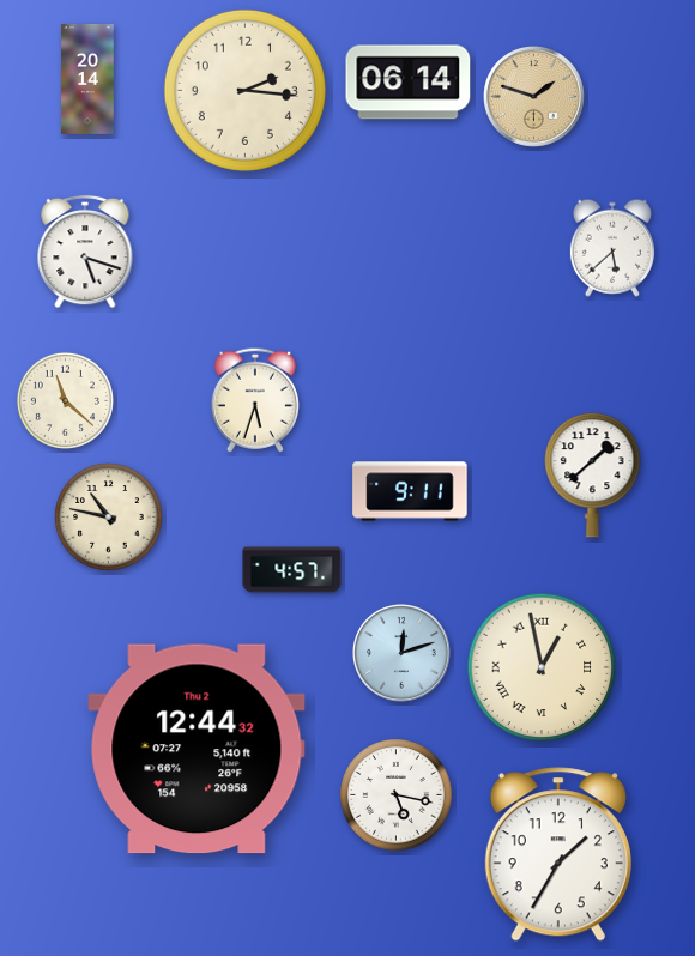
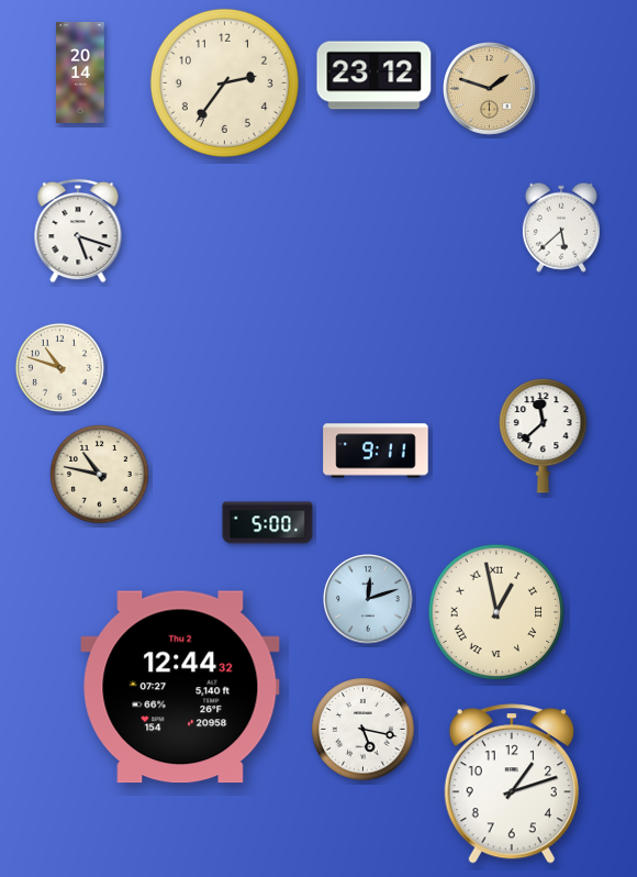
clock at (409, 83): 06:14 -> 23:12
clock at (244, 90): 2:16 -> 2:36
clock at (65, 400): 11:22 -> 10:48
clock at (255, 400): 5:33 -> none
clock at (593, 476): 1:38 -> 11:38
clock at (292, 570): 4:57 -> 5:00
clock at (558, 854): 1:35 -> 1:12
